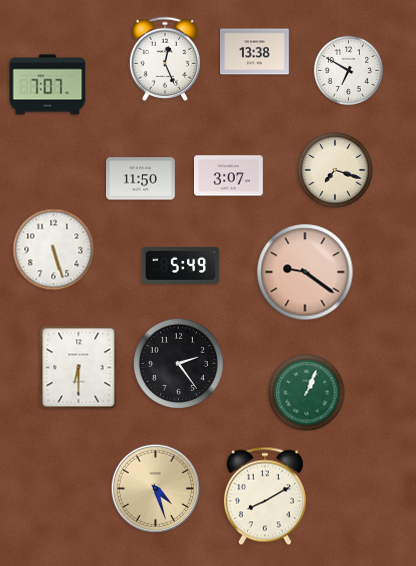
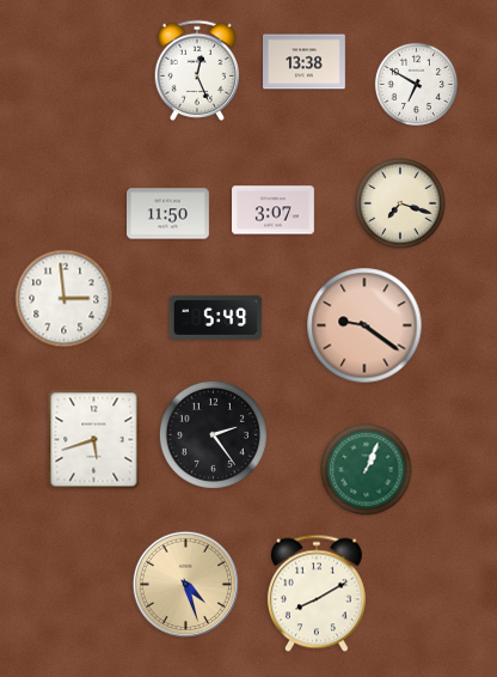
clock at (48, 85): 7:07 -> none
clock at (54, 250): 5:27 -> 2:59
clock at (79, 368): 6:30 -> 5:42
